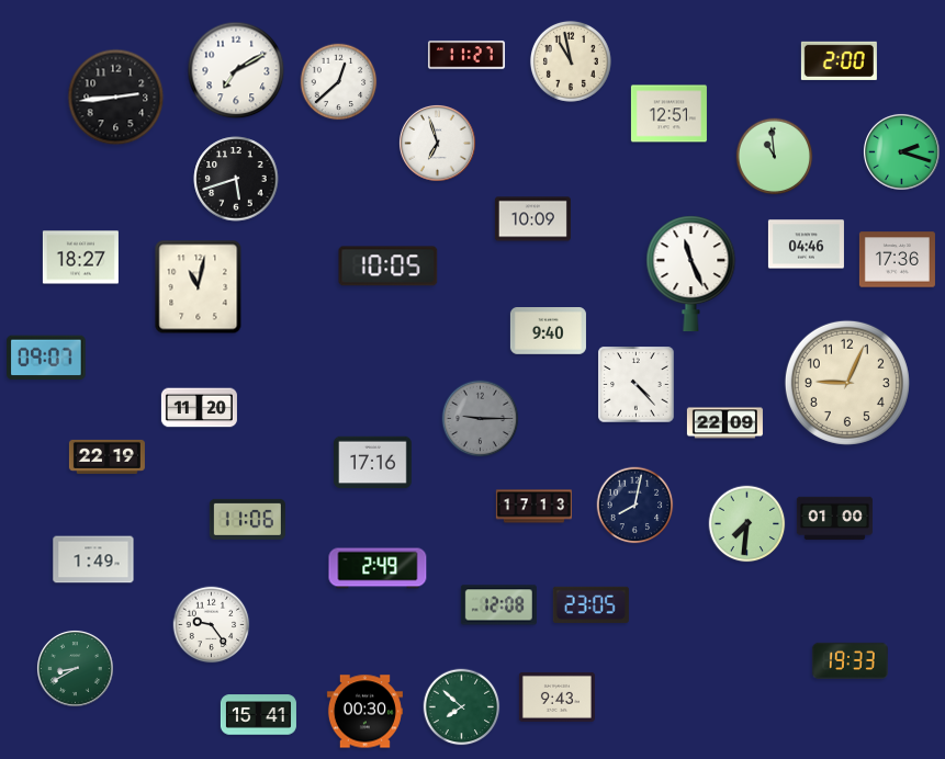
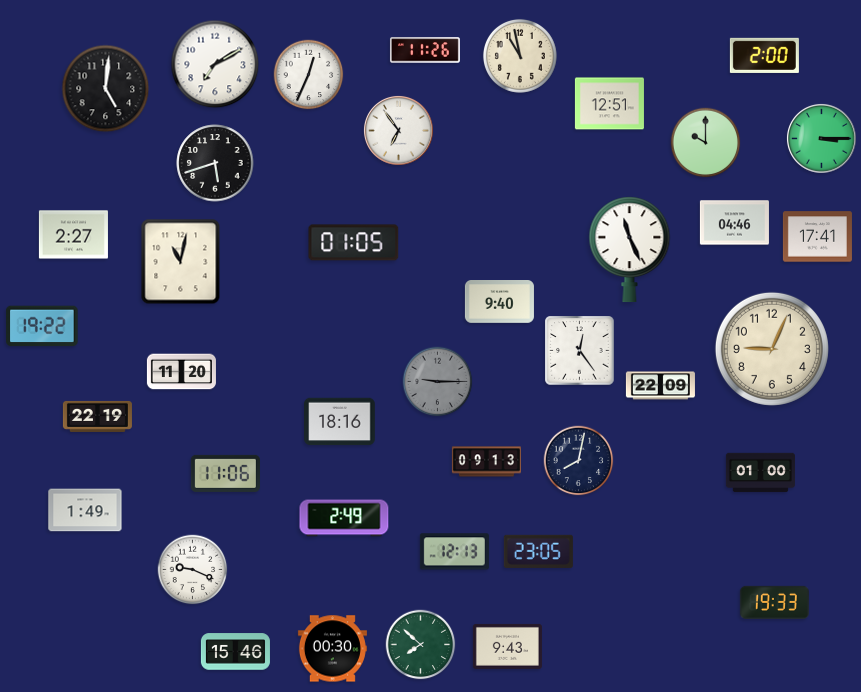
clock at (466, 55): 11:27 -> 11:26
clock at (339, 82): 12:38 -> 12:34
clock at (116, 98): 2:44 -> 5:01
clock at (437, 143): 6:57 -> 6:54
clock at (901, 151): 2:18 -> 3:15
clock at (775, 157): 10:59 -> 10:00
clock at (532, 219): 10:09 -> none
clock at (80, 258): 18:27 -> 2:27
clock at (897, 260): 17:36 -> 17:41
clock at (389, 267): 10:05 -> 01:05
clock at (46, 358): 09:07 -> 19:22
clock at (637, 385): 4:23 -> 12:24
clock at (373, 463): 17:16 -> 18:16
clock at (533, 507): 17:13 -> 09:13
clock at (747, 524): 7:31 -> none
clock at (498, 605): 12:08 -> 12:13
clock at (212, 625): 9:24 -> 9:19
clock at (75, 668): 8:40 -> none
clock at (556, 696) position: (556, 696) -> (507, 646)
clock at (258, 715): 15:41 -> 15:46
